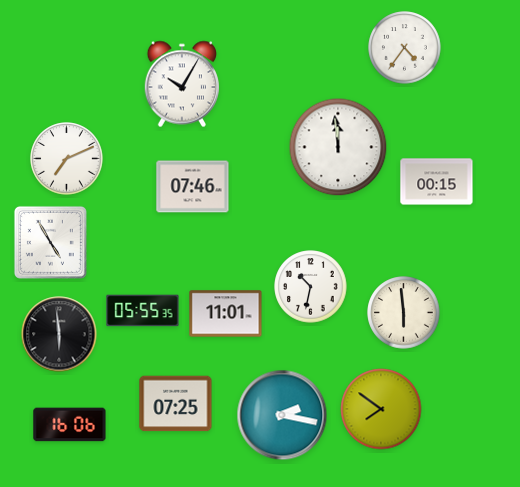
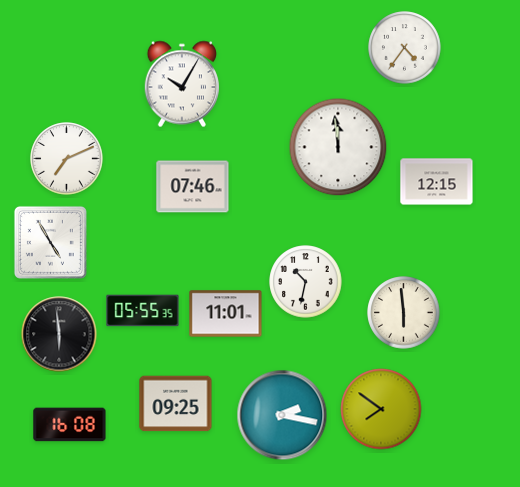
clock at (437, 182): 00:15 -> 12:15
clock at (311, 287) position: (311, 287) -> (306, 282)
clock at (176, 404): 07:25 -> 09:25
clock at (70, 425): 16:06 -> 16:08
